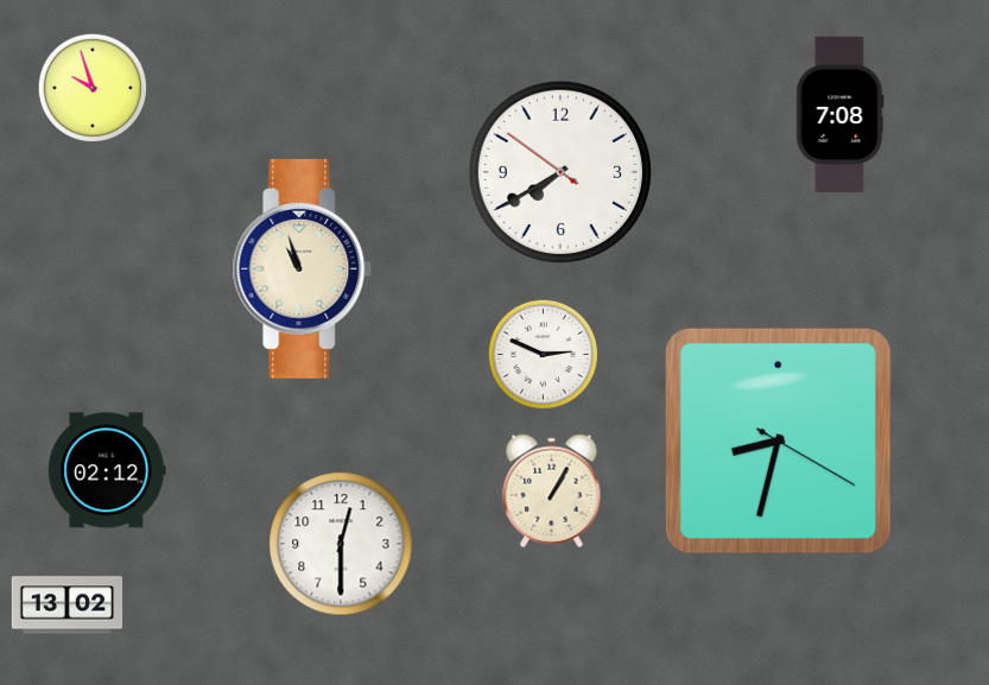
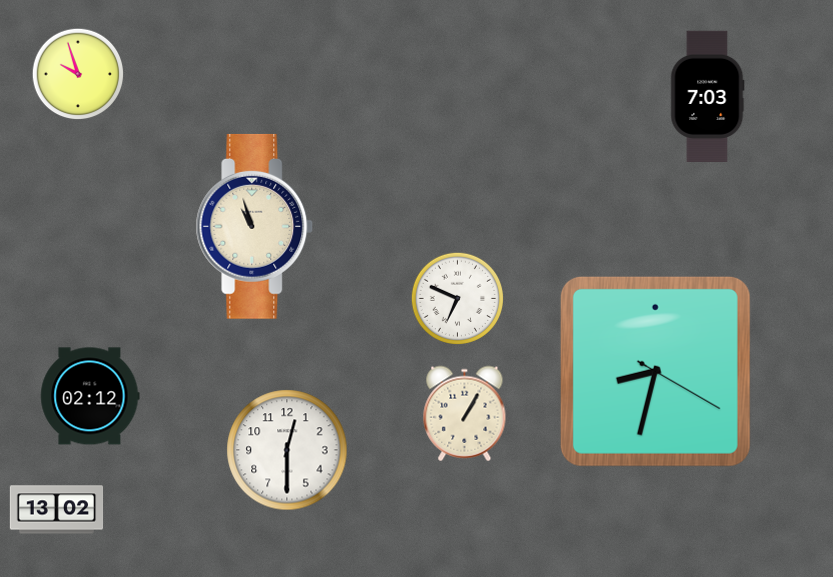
clock at (841, 114): 7:08 -> 7:03
clock at (559, 171): 7:39 -> none
clock at (543, 354): 2:49 -> 6:49
clock at (341, 544) position: (341, 544) -> (287, 450)
